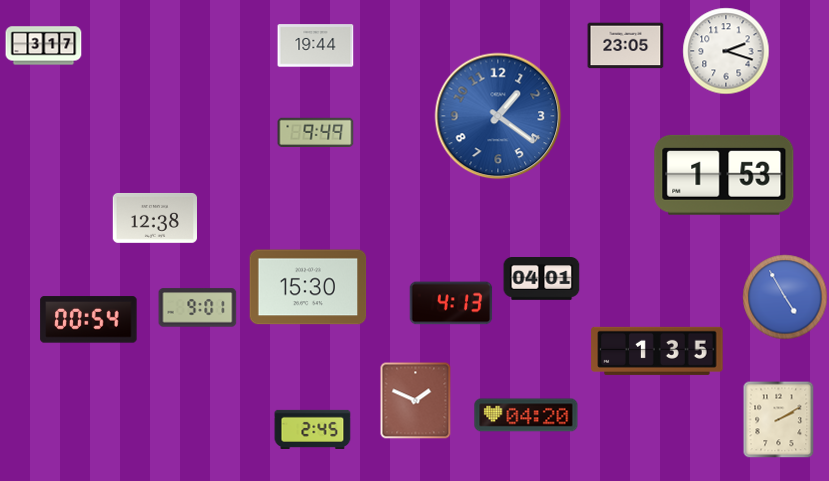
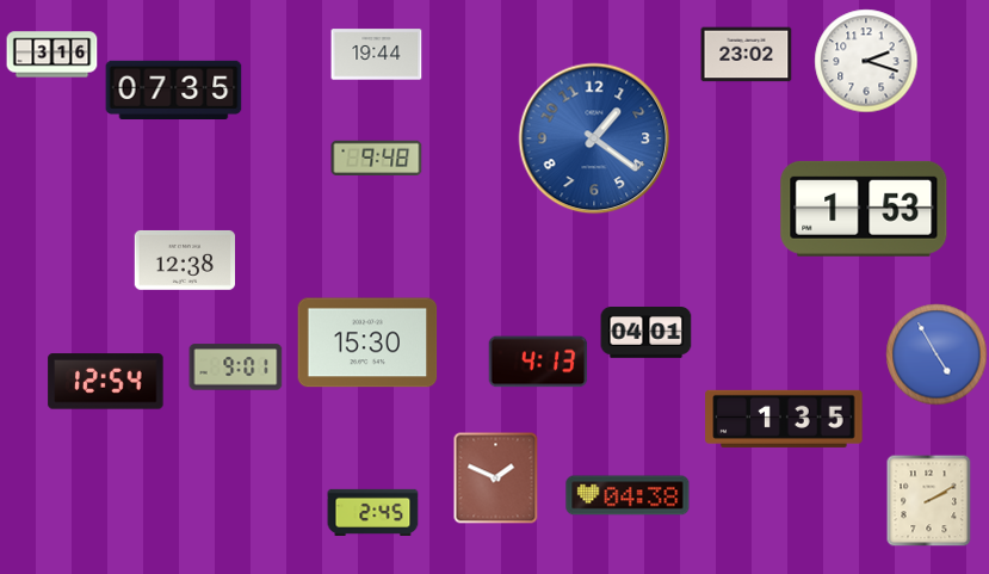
clock at (44, 46): 3:17 -> 3:16
clock at (626, 46): 23:05 -> 23:02
clock at (174, 90): none -> 07:35
clock at (316, 132): 9:49 -> 9:48
clock at (89, 320): 00:54 -> 12:54
clock at (526, 415): 04:20 -> 04:38
